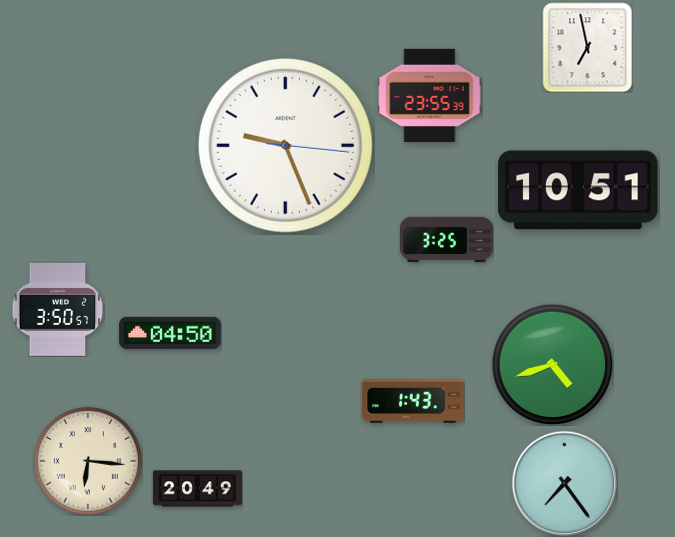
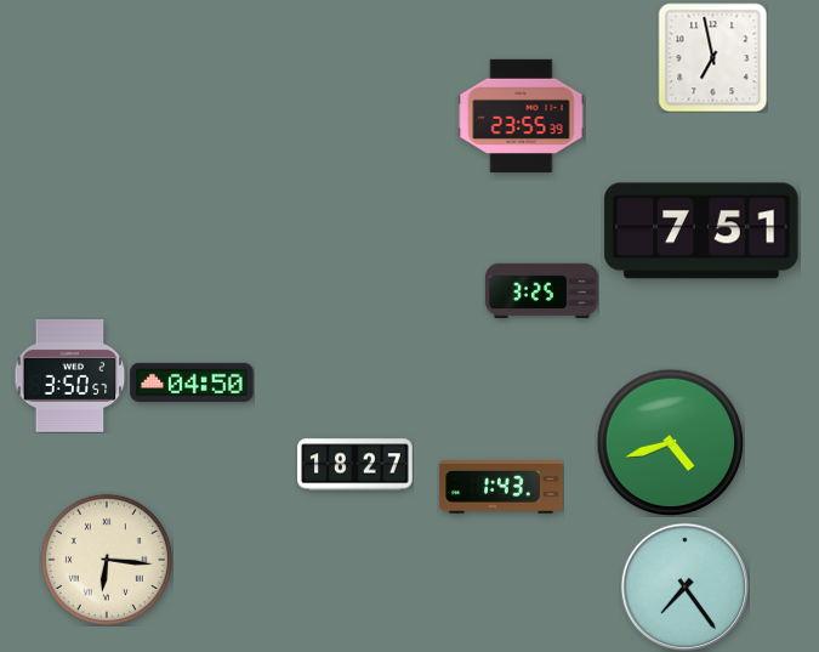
clock at (285, 145): 9:26 -> none
clock at (578, 190): 10:51 -> 7:51
clock at (170, 333) position: (170, 333) -> (192, 382)
clock at (356, 465): none -> 18:27
clock at (197, 489): 20:49 -> none
